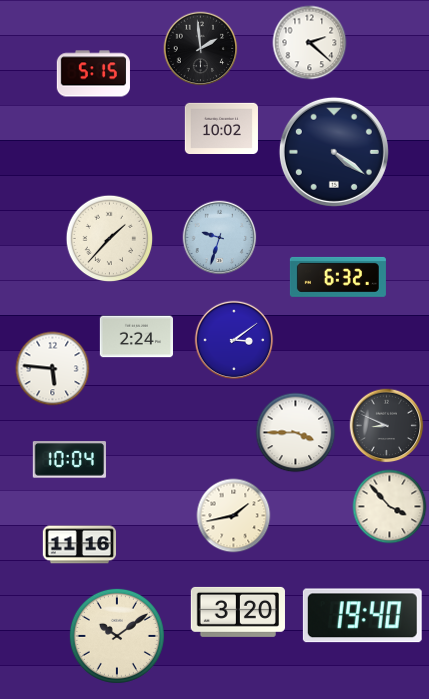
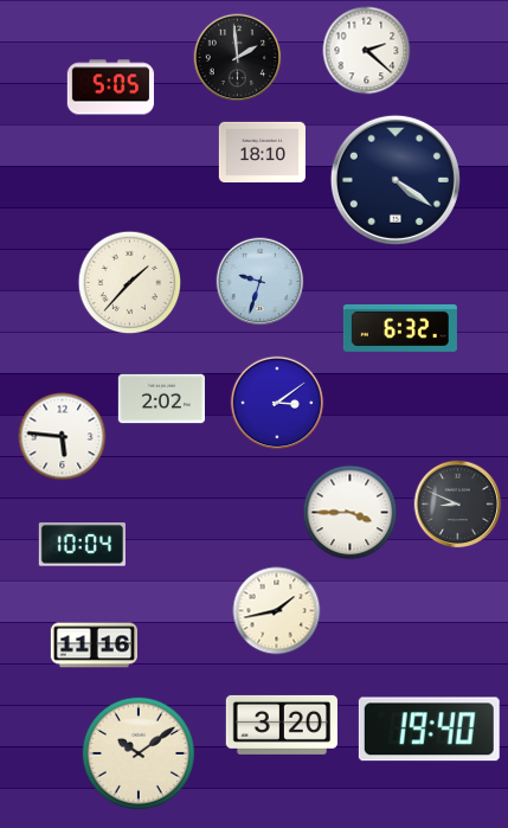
clock at (93, 74): 5:15 -> 5:05
clock at (221, 128): 10:02 -> 18:10
clock at (136, 337): 2:24 -> 2:02
clock at (390, 507): 3:53 -> none
